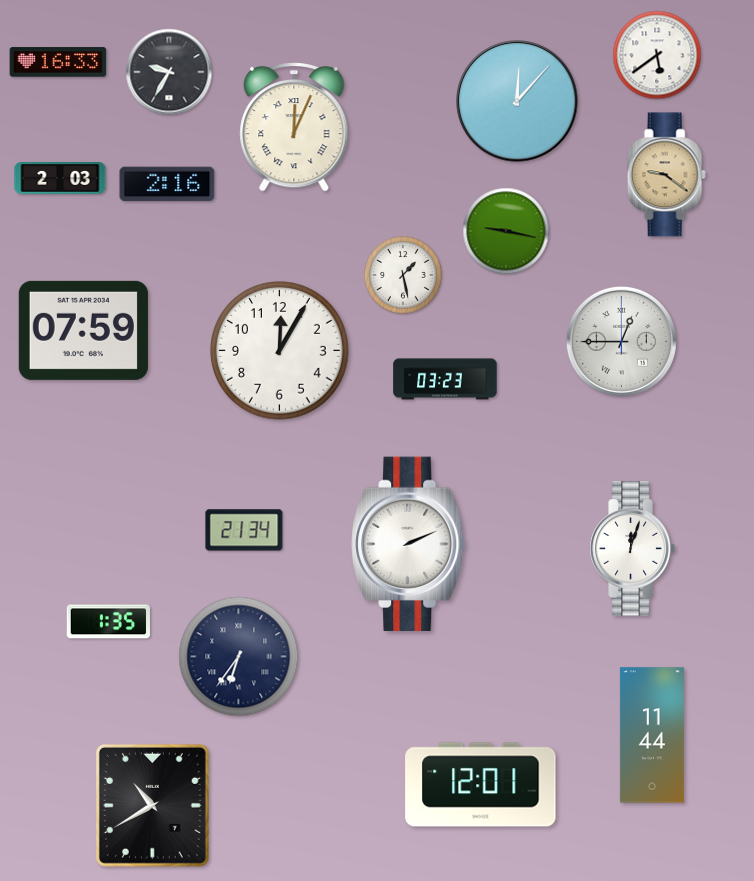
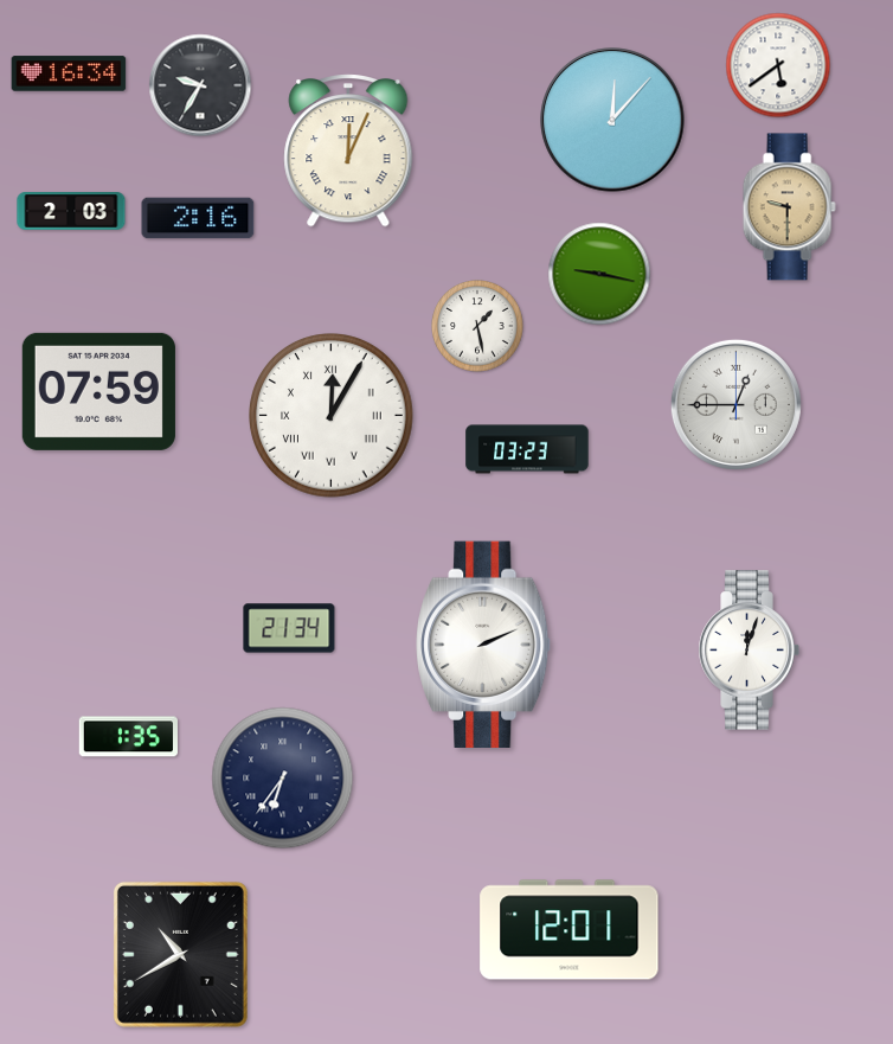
clock at (58, 62): 16:33 -> 16:34
clock at (666, 175): 9:21 -> 9:30
clock at (280, 351) numerals: Arabic -> Roman
clock at (652, 735): 11:44 -> none
